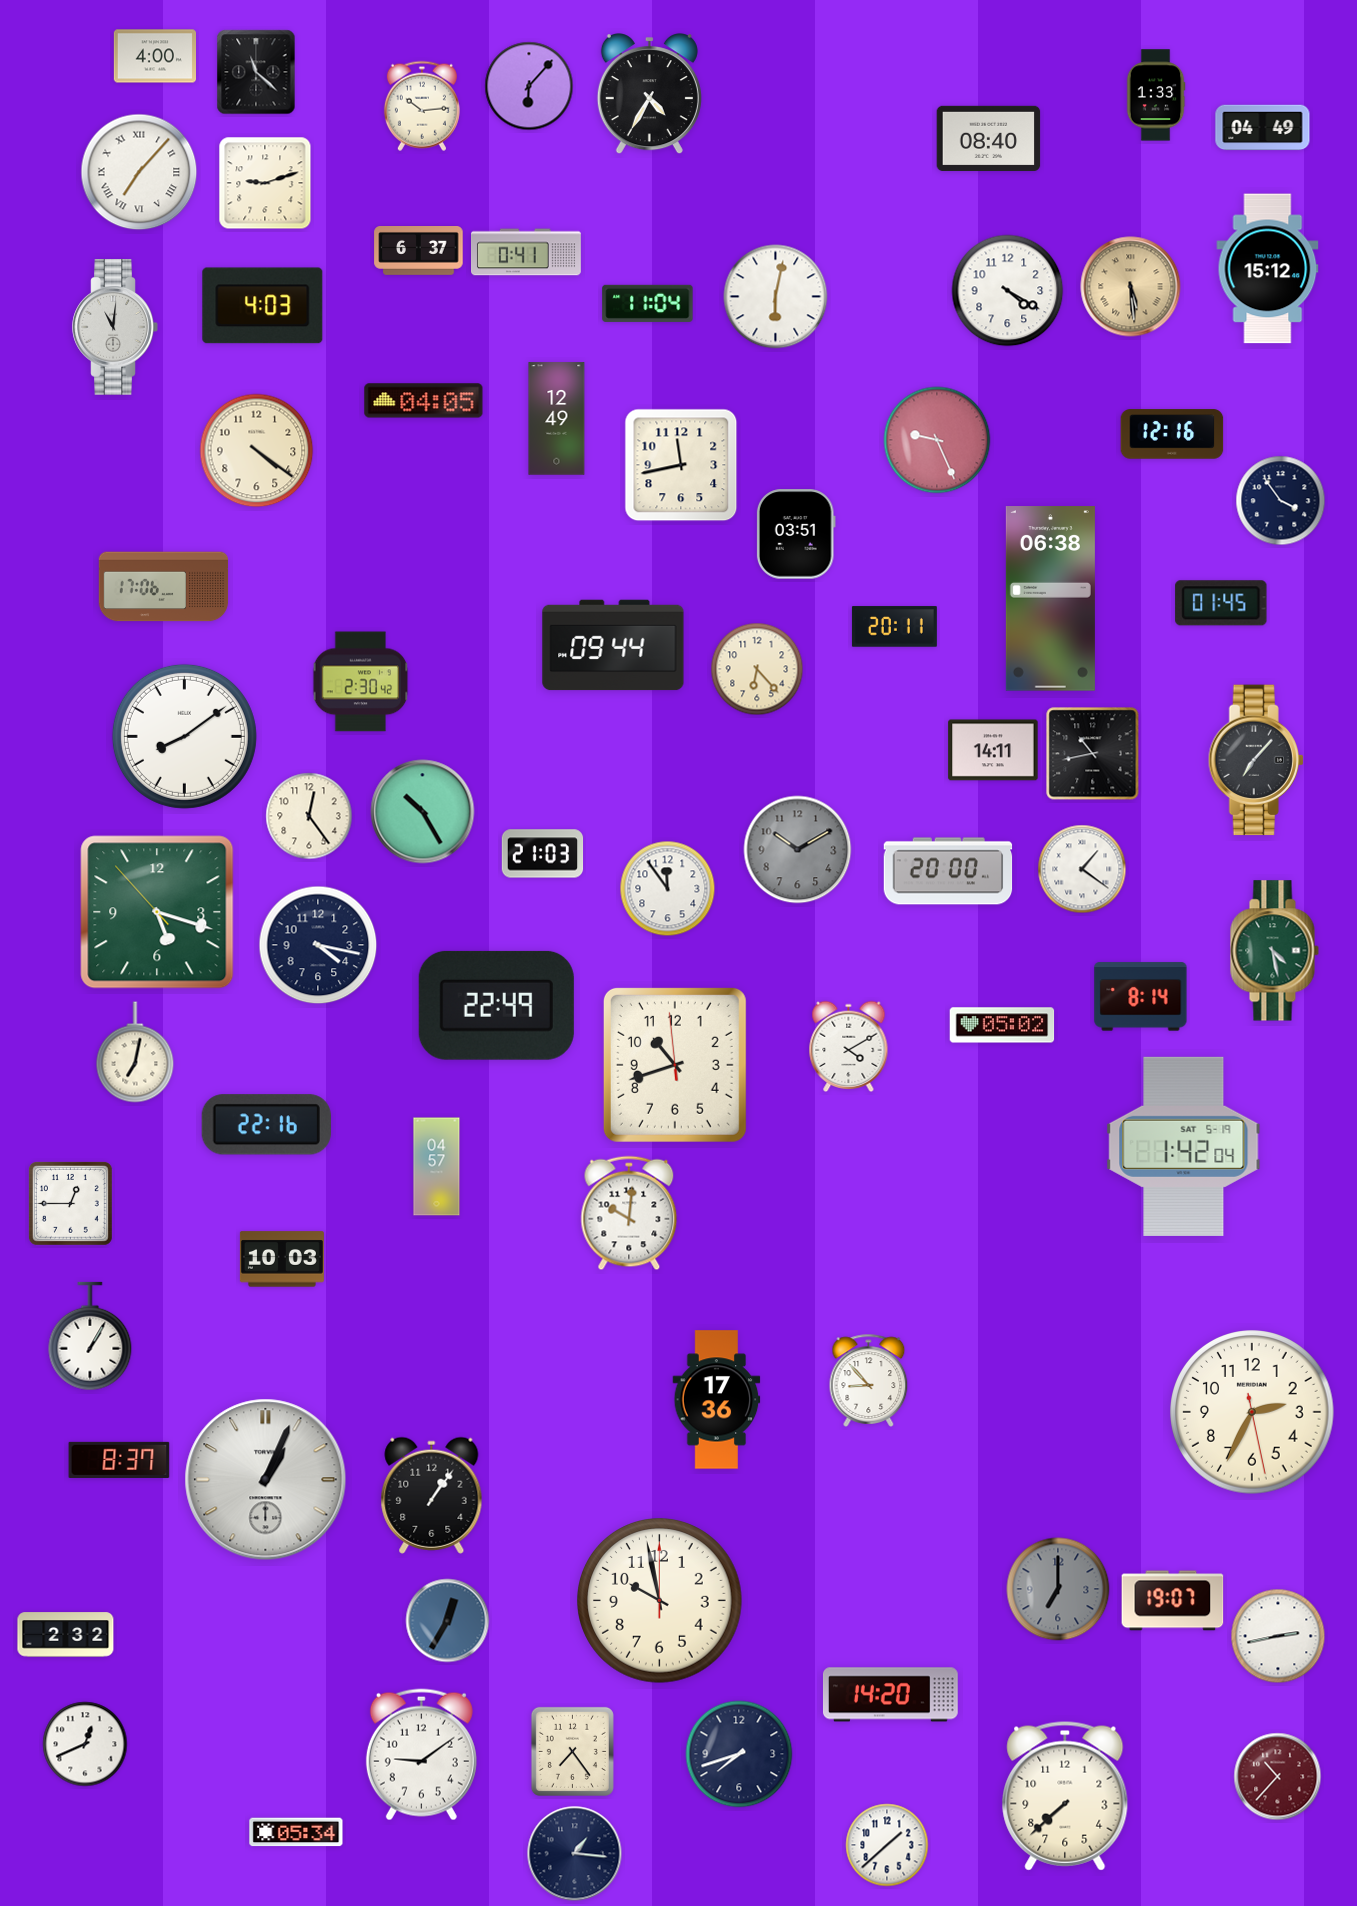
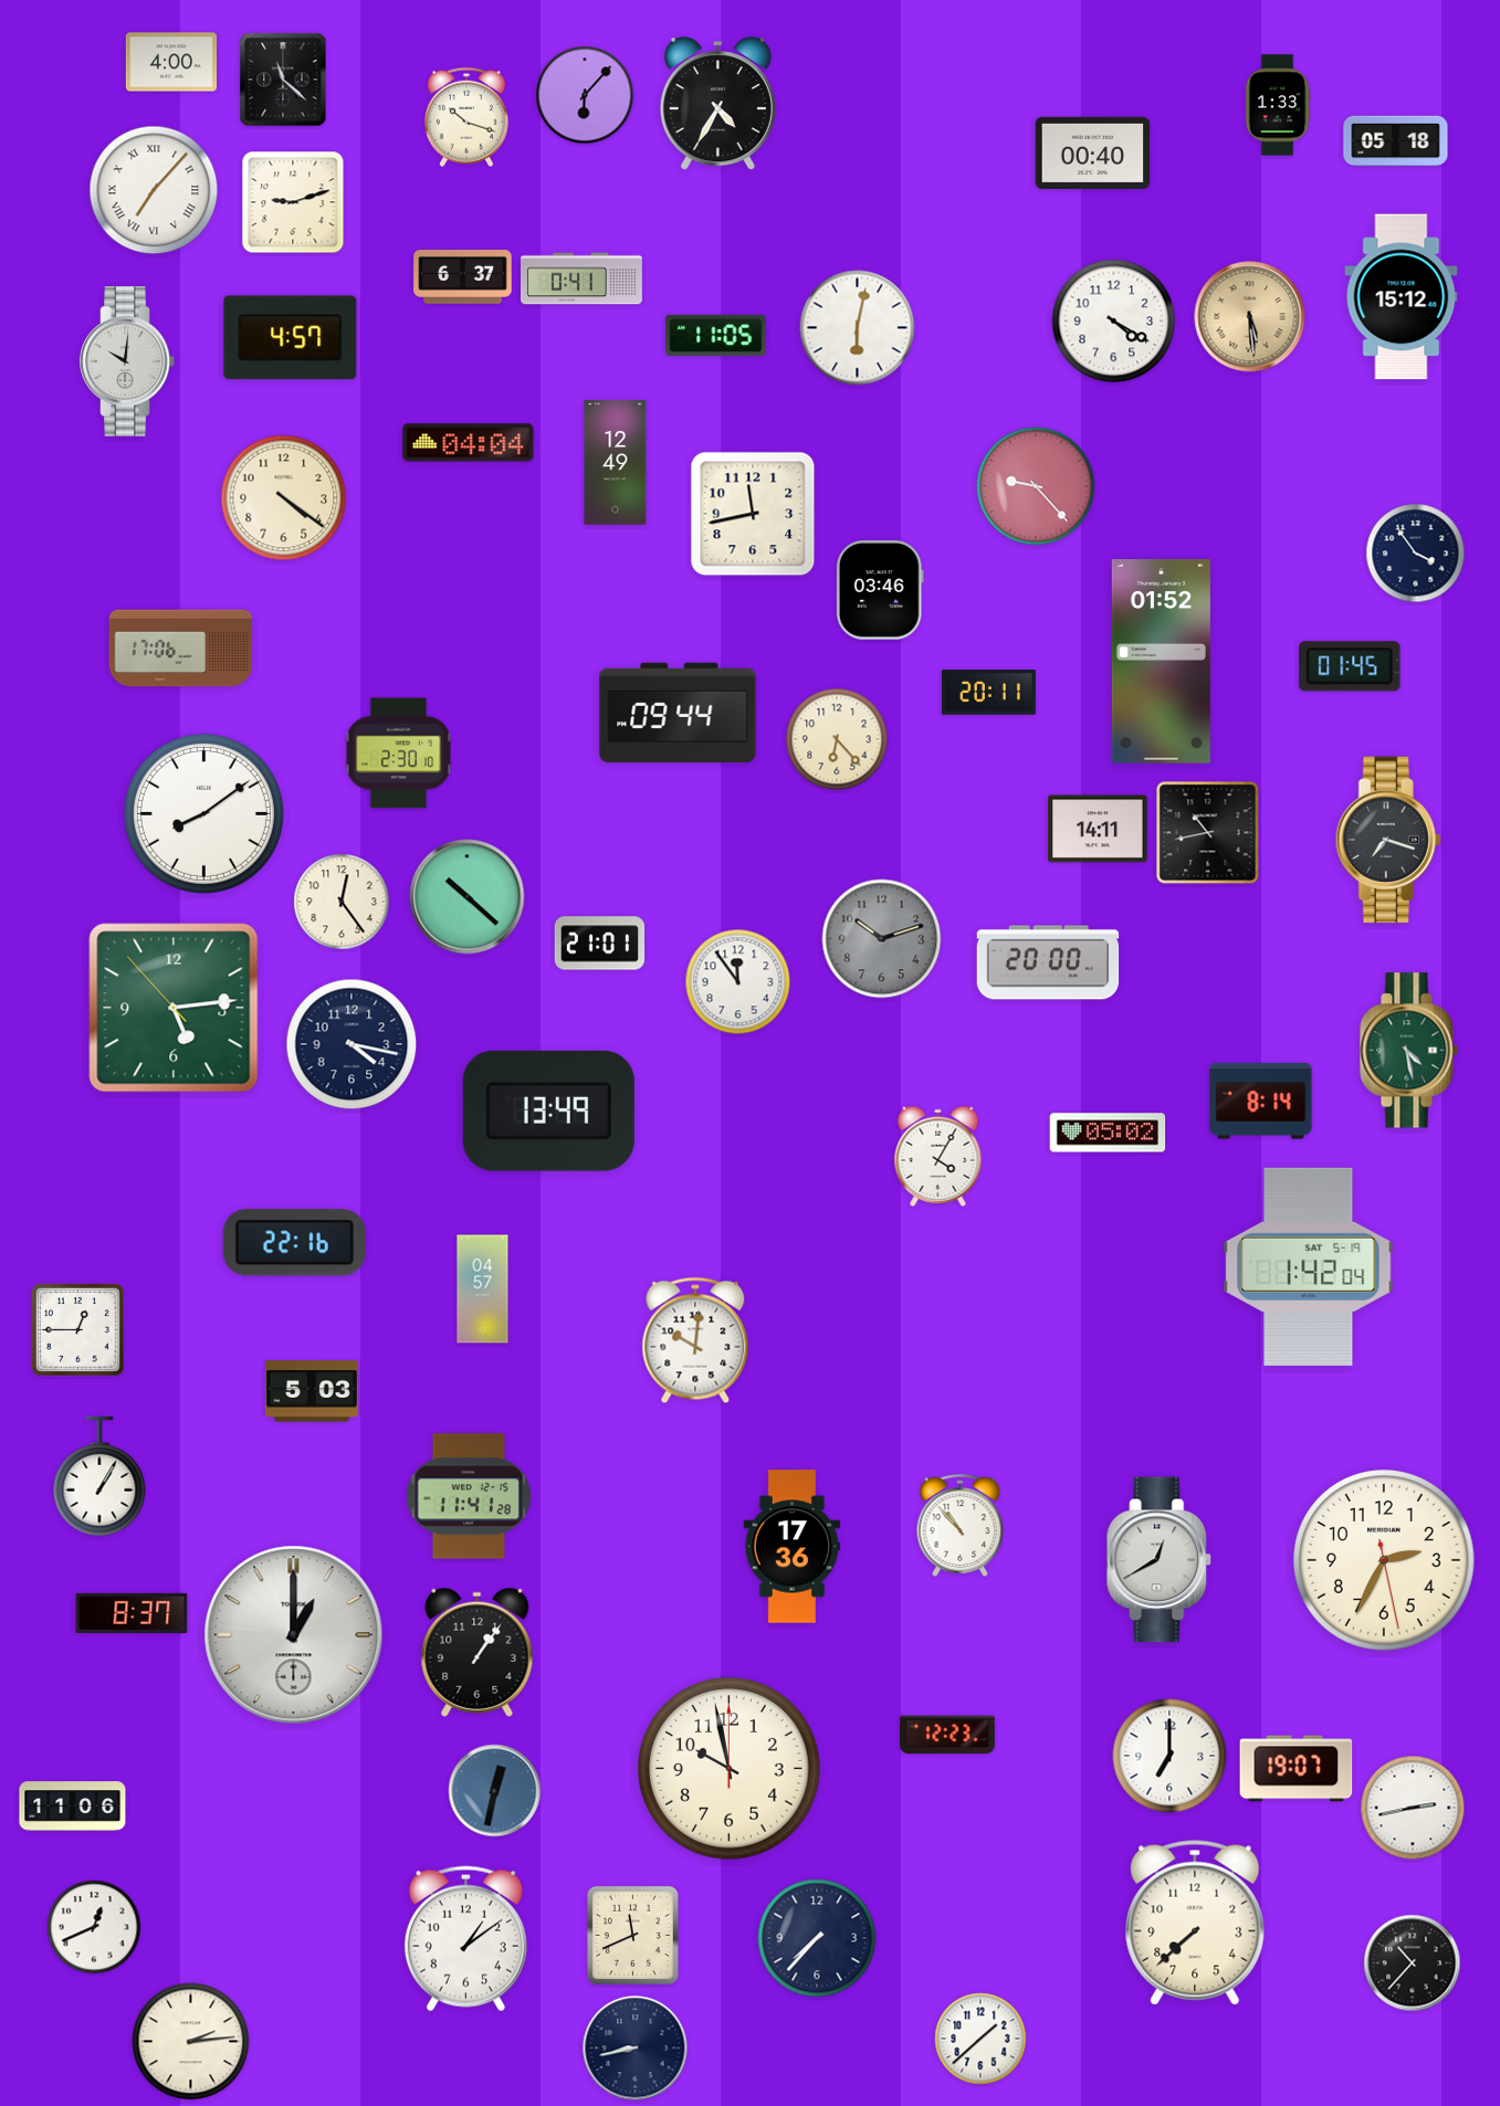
clock at (422, 106): 10:14 -> 10:18
clock at (1263, 128): 04:49 -> 05:18
clock at (989, 138): 08:40 -> 00:40
clock at (648, 303): 11:04 -> 11:05
clock at (263, 306): 4:03 -> 4:57
clock at (115, 327): 11:01 -> 10:01
clock at (424, 401): 04:05 -> 04:04
clock at (1172, 434): 12:16 -> none
clock at (937, 440): 9:26 -> 9:23
clock at (796, 534): 03:51 -> 03:46
clock at (1050, 599): 06:38 -> 01:52
clock at (361, 682): 2:30:42 -> 2:30:10
clock at (1256, 760): 7:07 -> 7:18
clock at (423, 812): 10:25 -> 10:22
clock at (798, 850): 10:10 -> 10:12
clock at (543, 854): 21:03 -> 21:01
clock at (1082, 869): 1:21 -> none
clock at (157, 912): 5:17 -> 5:13
clock at (496, 1005): 22:49 -> 13:49
clock at (849, 1046): 4:10 -> 4:05
clock at (135, 1052): 7:02 -> none
clock at (675, 1065): 10:41 -> none
clock at (282, 1259): 10:03 -> 5:03
clock at (469, 1496): none -> 11:41
clock at (869, 1380): 8:53 -> 10:53
clock at (1160, 1560): none -> 12:40
clock at (266, 1480): 1:04 -> 1:00
clock at (947, 1735): none -> 12:23
clock at (1058, 1589) dial: grey -> white
clock at (448, 1621): 12:35 -> 12:32
clock at (66, 1635): 2:32 -> 11:06
clock at (890, 1695): 14:20 -> none
clock at (572, 1751): 7:24 -> 11:41
clock at (739, 1754): 7:42 -> 7:37
clock at (421, 1755): 9:09 -> 1:09
clock at (1278, 1777) dial: burgundy -> black
clock at (1065, 1796) position: (1065, 1796) -> (1195, 1923)
clock at (296, 1832): 05:34 -> none
clock at (191, 2042): none -> 2:14
clock at (575, 1854): 1:16 -> 8:43
